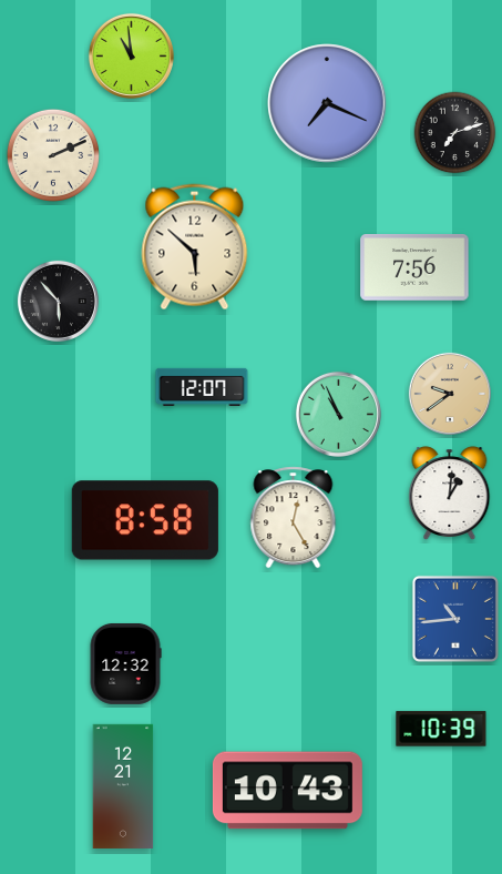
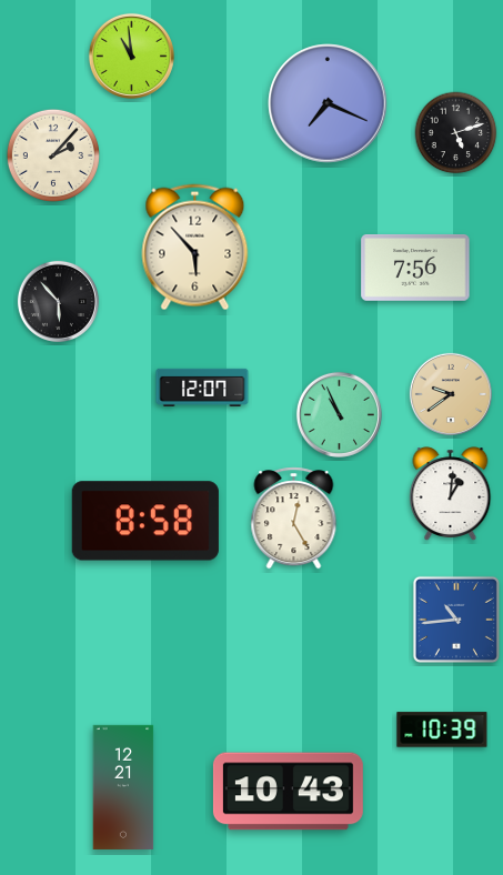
clock at (455, 133): 7:12 -> 5:12
clock at (53, 155): 2:11 -> 2:07
clock at (195, 247): 5:52 -> 5:53
clock at (125, 663): 12:32 -> none
